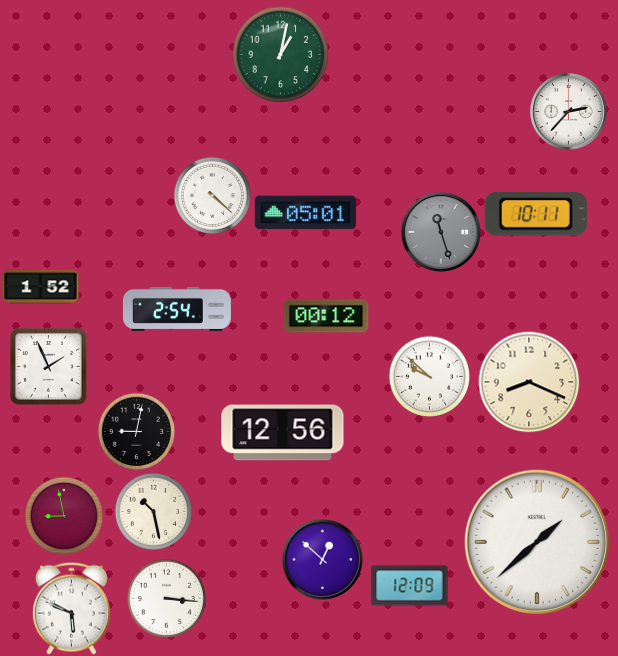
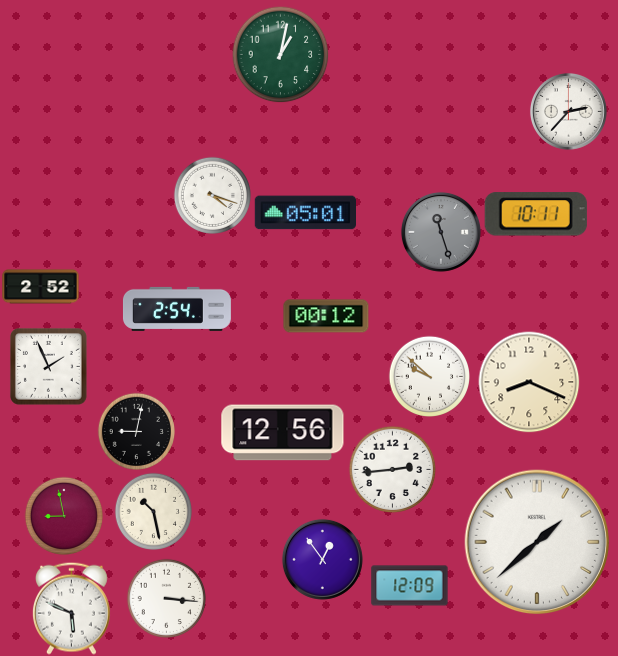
clock at (212, 195): 4:22 -> 4:18
clock at (41, 287): 1:52 -> 2:52
clock at (392, 469): none -> 2:44
clock at (322, 559): 12:52 -> 12:54
